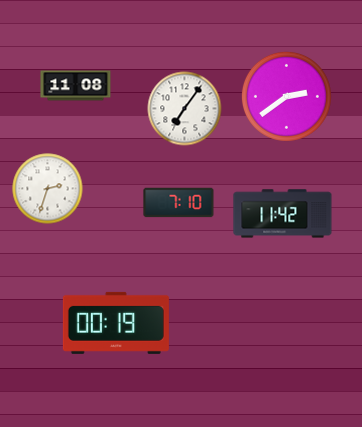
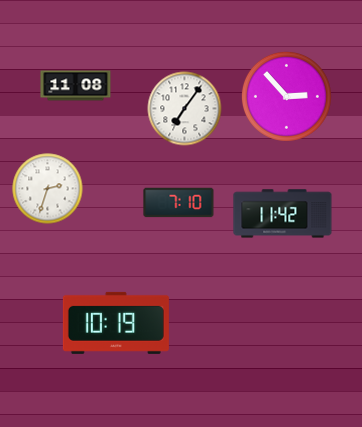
clock at (286, 96): 2:39 -> 2:53
clock at (116, 323): 00:19 -> 10:19
